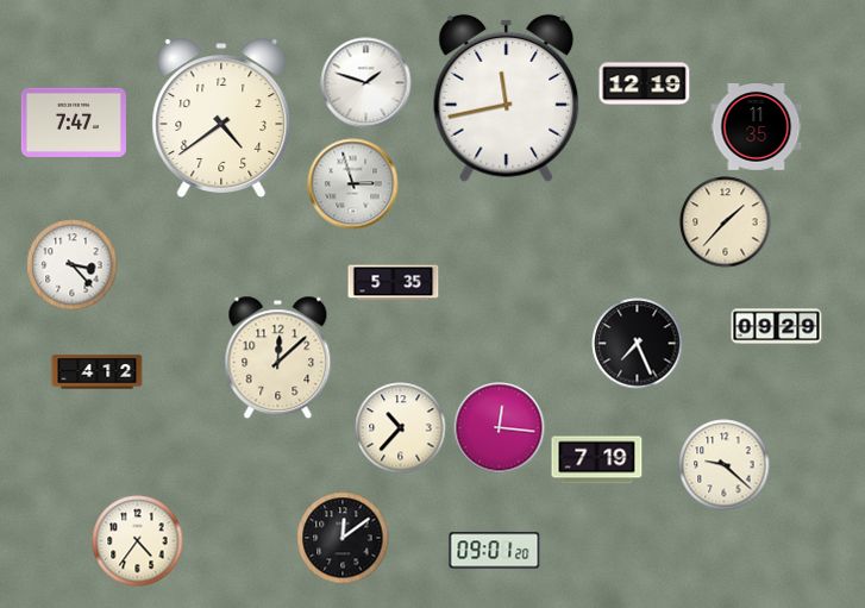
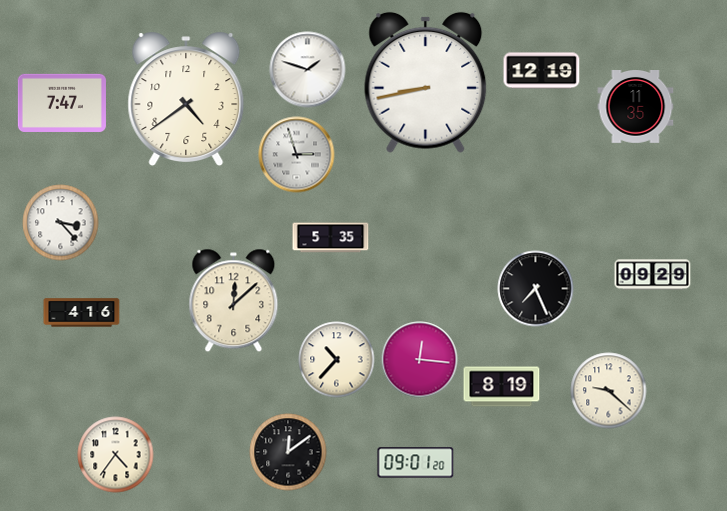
clock at (507, 98): 11:43 -> 8:43
clock at (726, 222): 1:37 -> none
clock at (98, 372): 4:12 -> 4:16
clock at (597, 460): 7:19 -> 8:19
